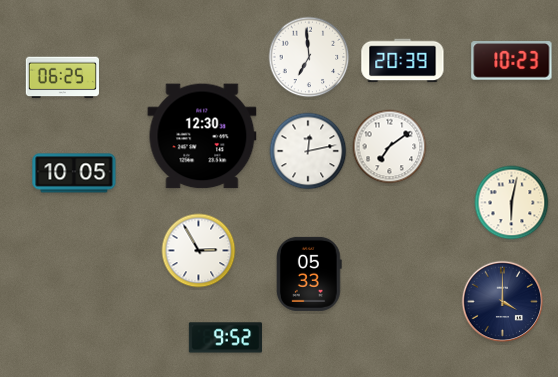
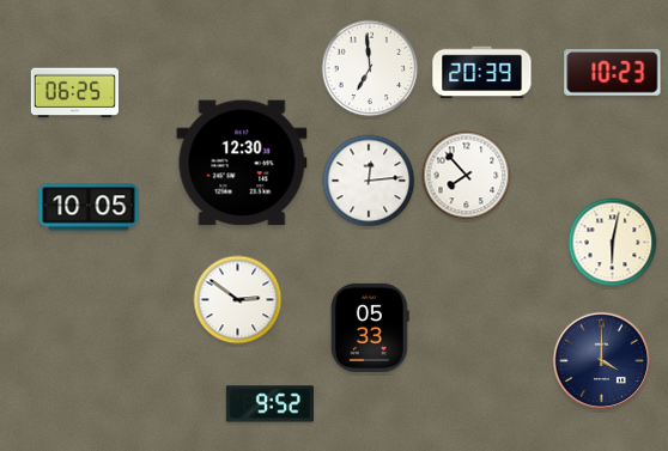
clock at (390, 147): 7:09 -> 7:53
clock at (308, 151): 12:13 -> 12:14
clock at (199, 251): 2:55 -> 2:51
